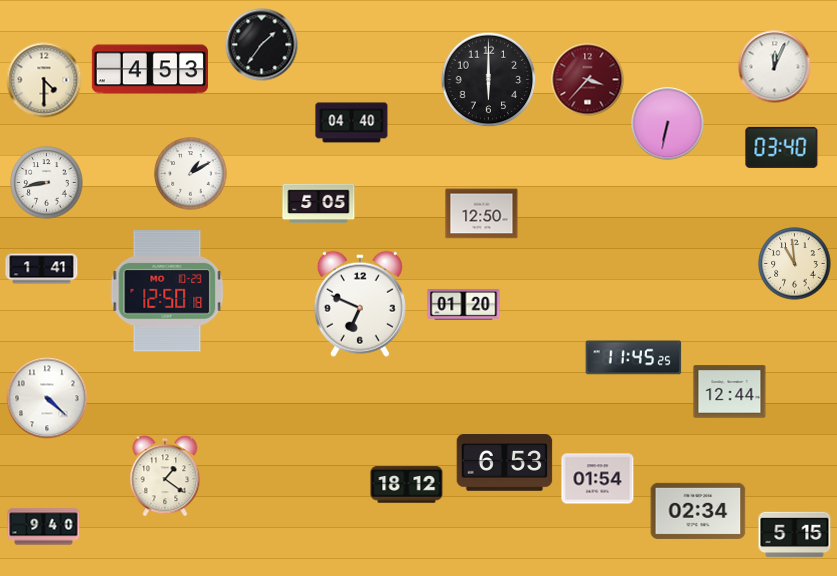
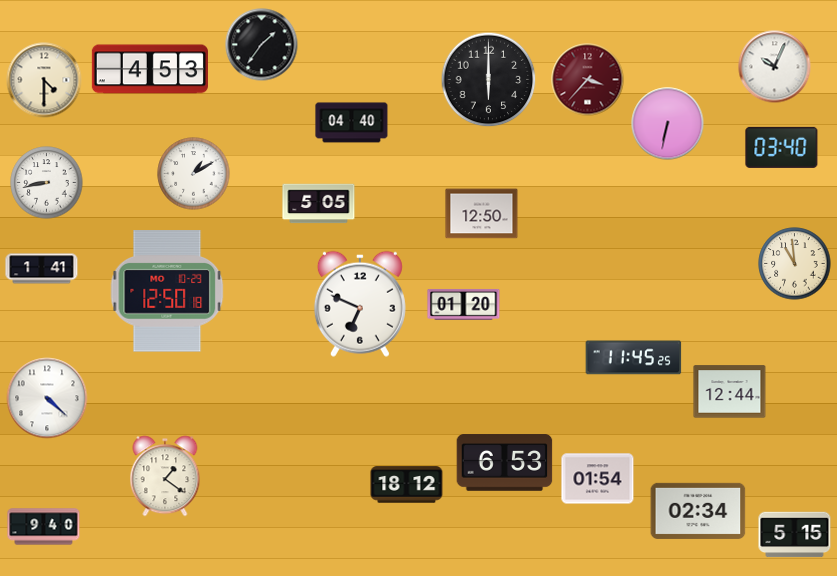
clock at (775, 67): 12:04 -> 10:04
clock at (191, 174) position: (191, 174) -> (194, 174)
